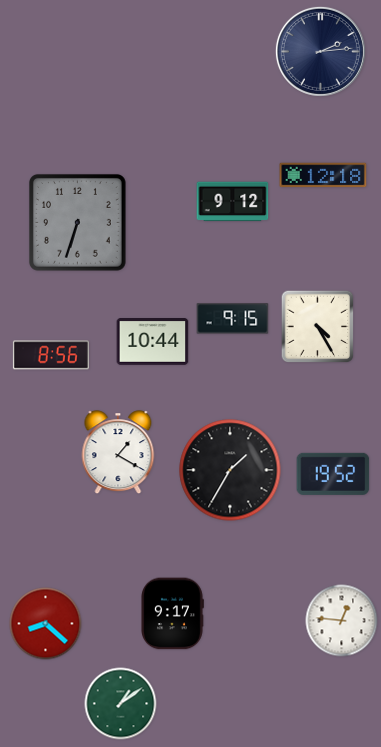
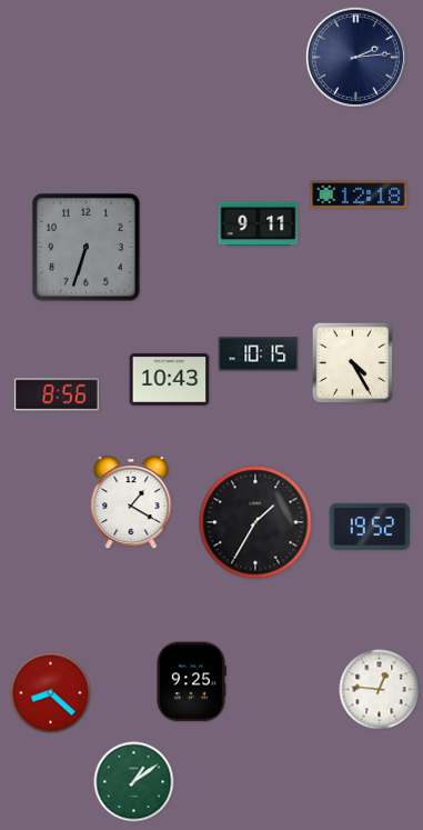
clock at (233, 202): 9:12 -> 9:11
clock at (233, 319): 9:15 -> 10:15
clock at (153, 342): 10:44 -> 10:43
clock at (172, 614): 9:17 -> 9:25
